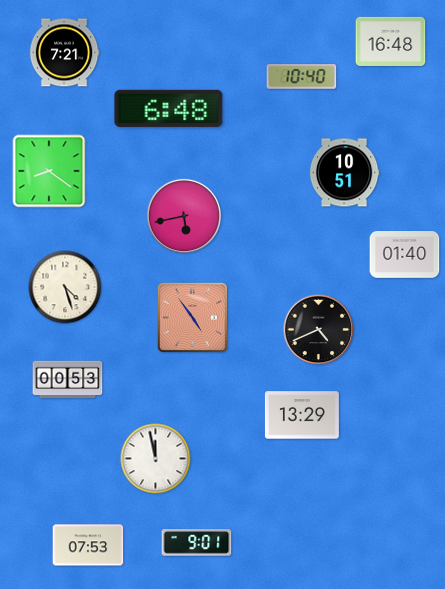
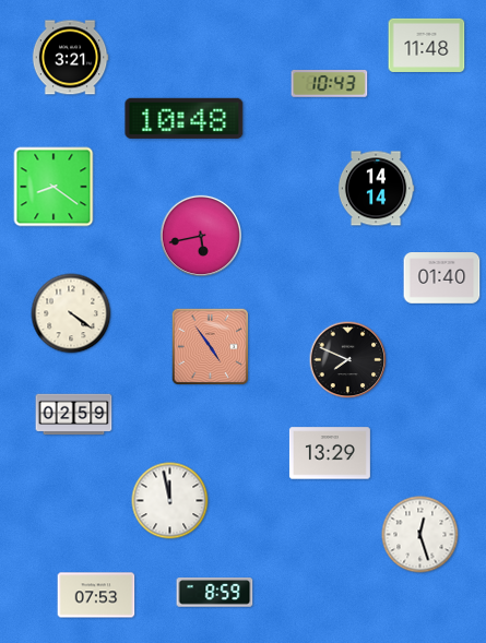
clock at (391, 41): 16:48 -> 11:48
clock at (64, 53): 7:21 -> 3:21
clock at (302, 77): 10:40 -> 10:43
clock at (169, 108): 6:48 -> 10:48
clock at (344, 173): 10:51 -> 14:14
clock at (65, 287): 4:27 -> 4:21
clock at (319, 330): 4:41 -> 7:49
clock at (68, 380): 00:53 -> 02:59
clock at (420, 535): none -> 12:27
clock at (197, 543): 9:01 -> 8:59
